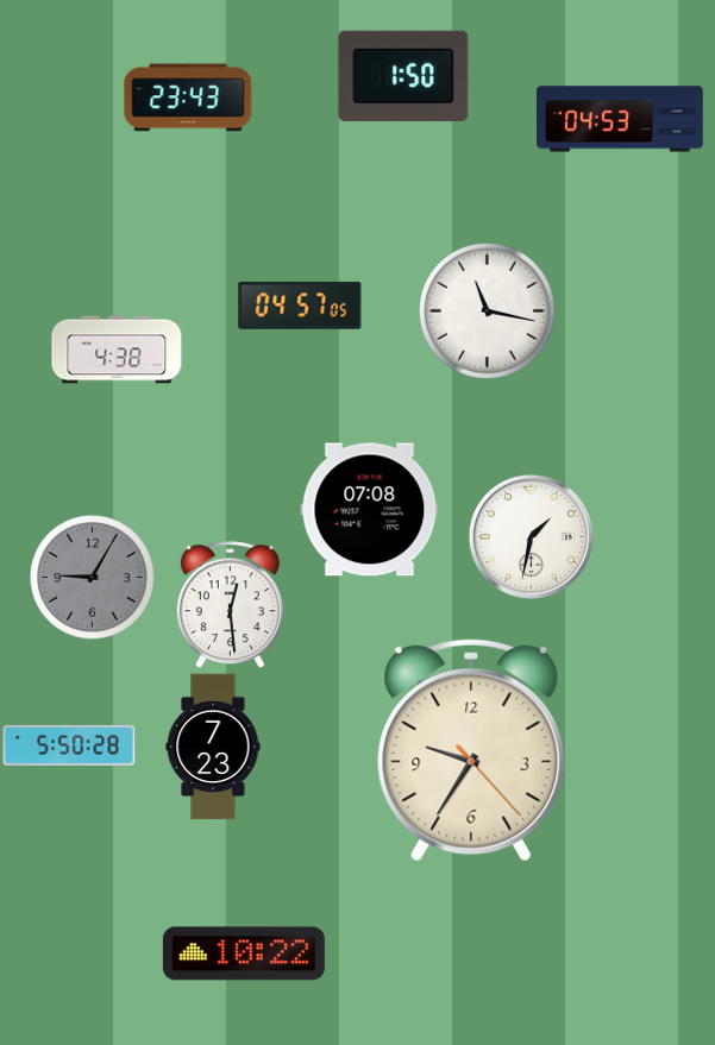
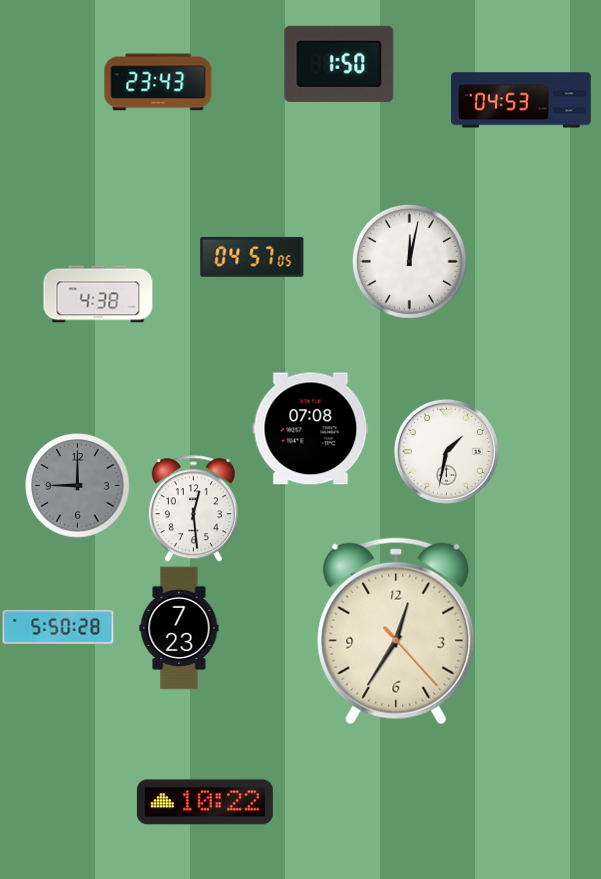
clock at (487, 310): 11:17 -> 12:02
clock at (93, 578): 9:05 -> 9:00
clock at (471, 750): 9:35 -> 12:35
